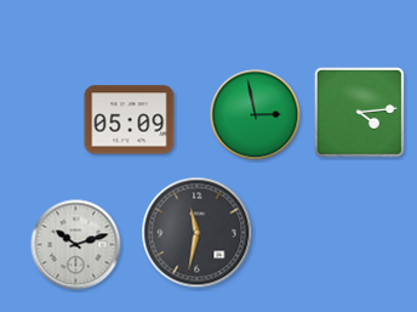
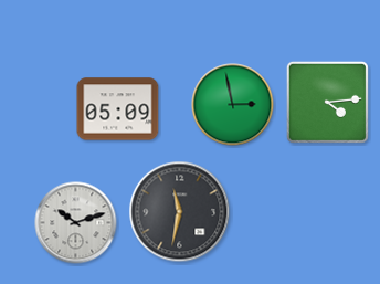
clock at (76, 245) position: (76, 245) -> (76, 223)
